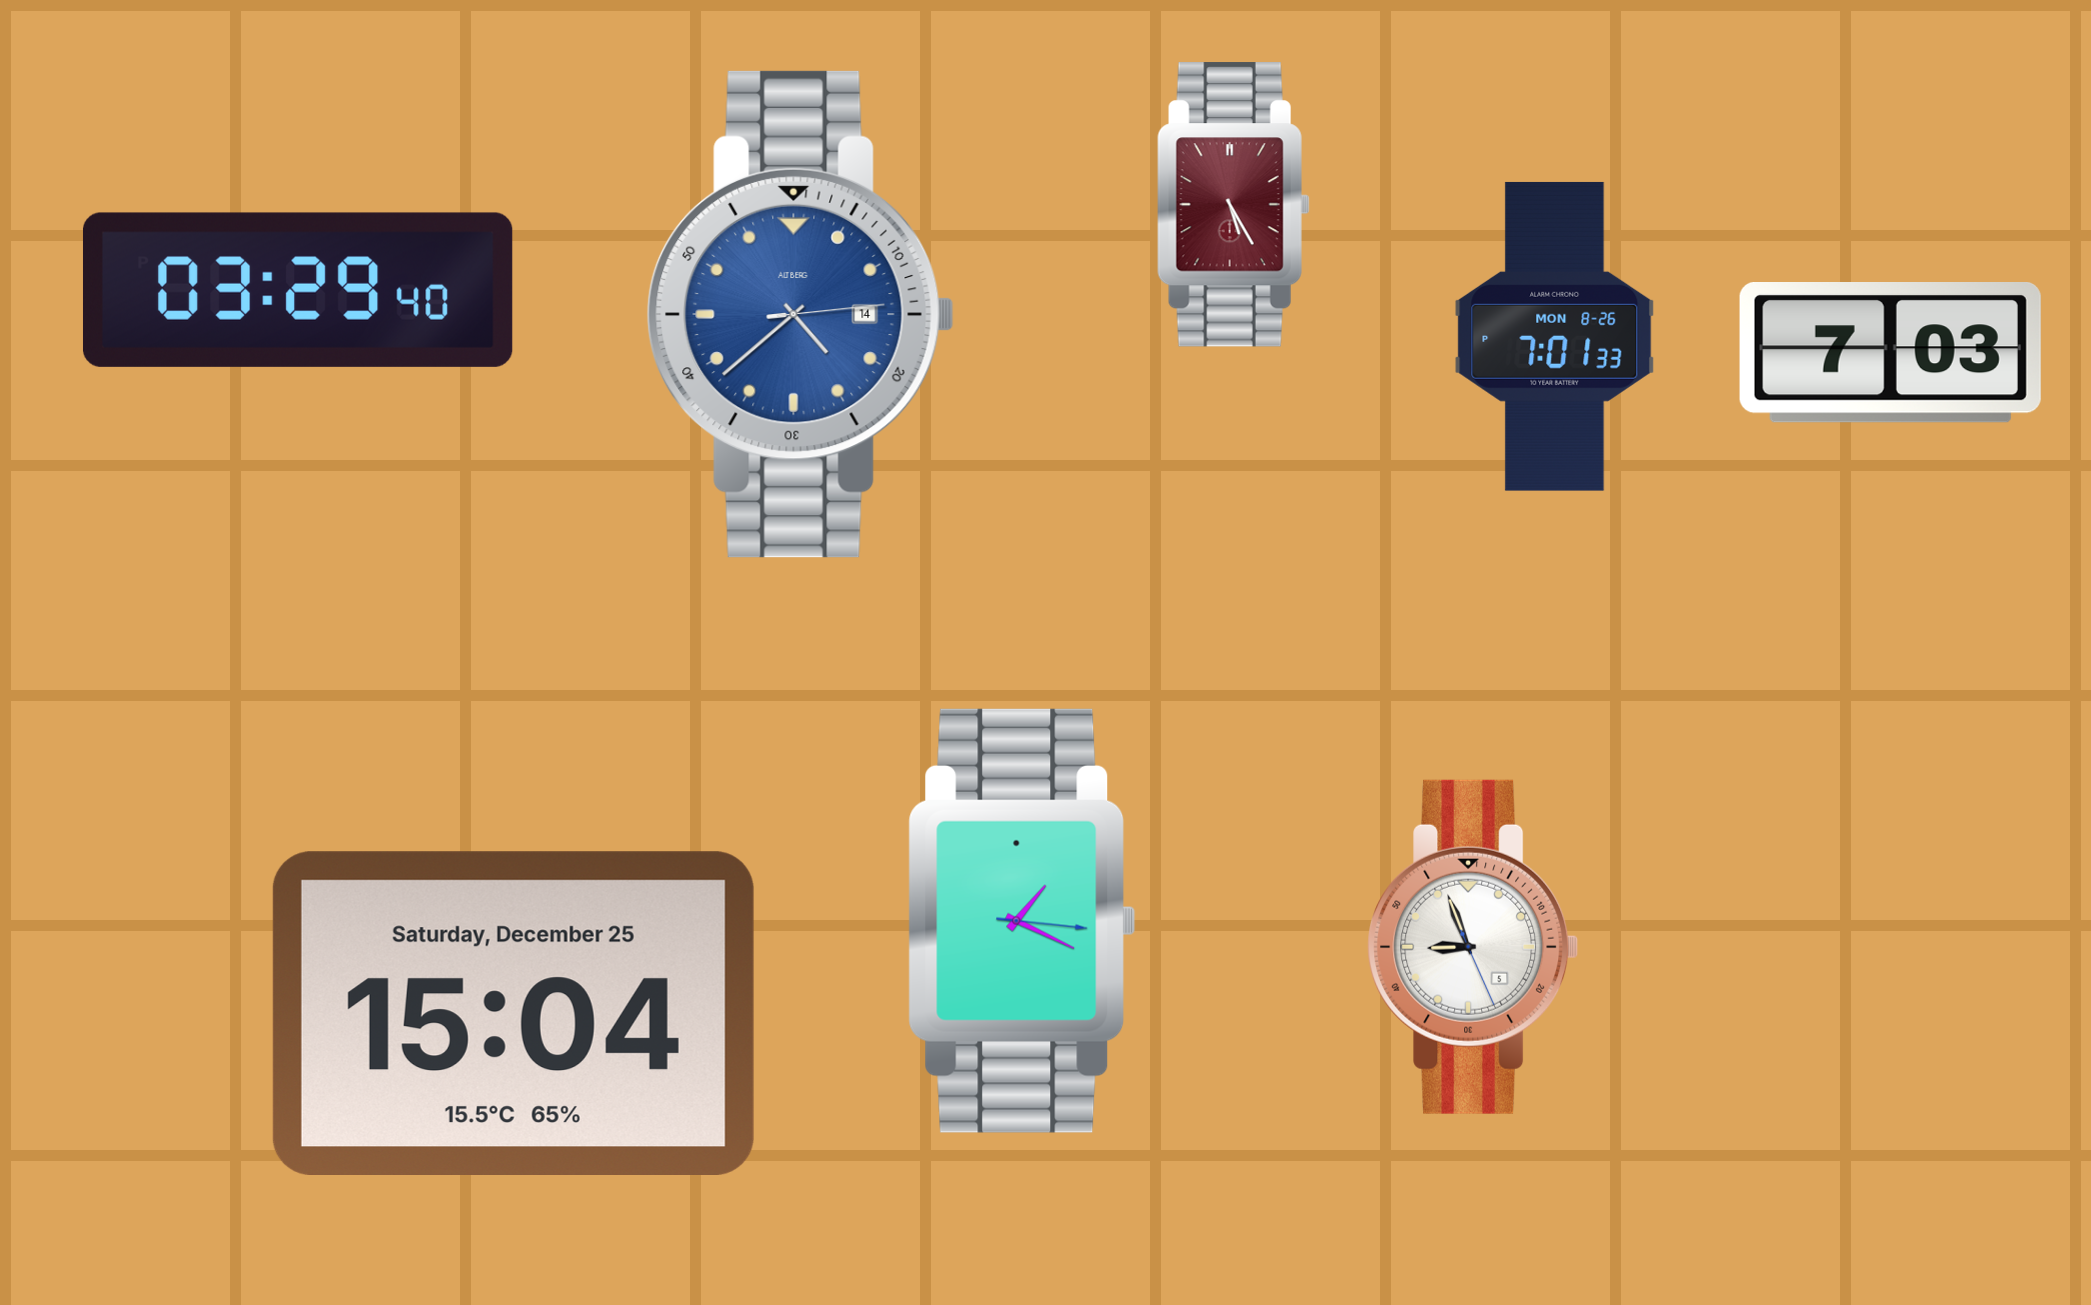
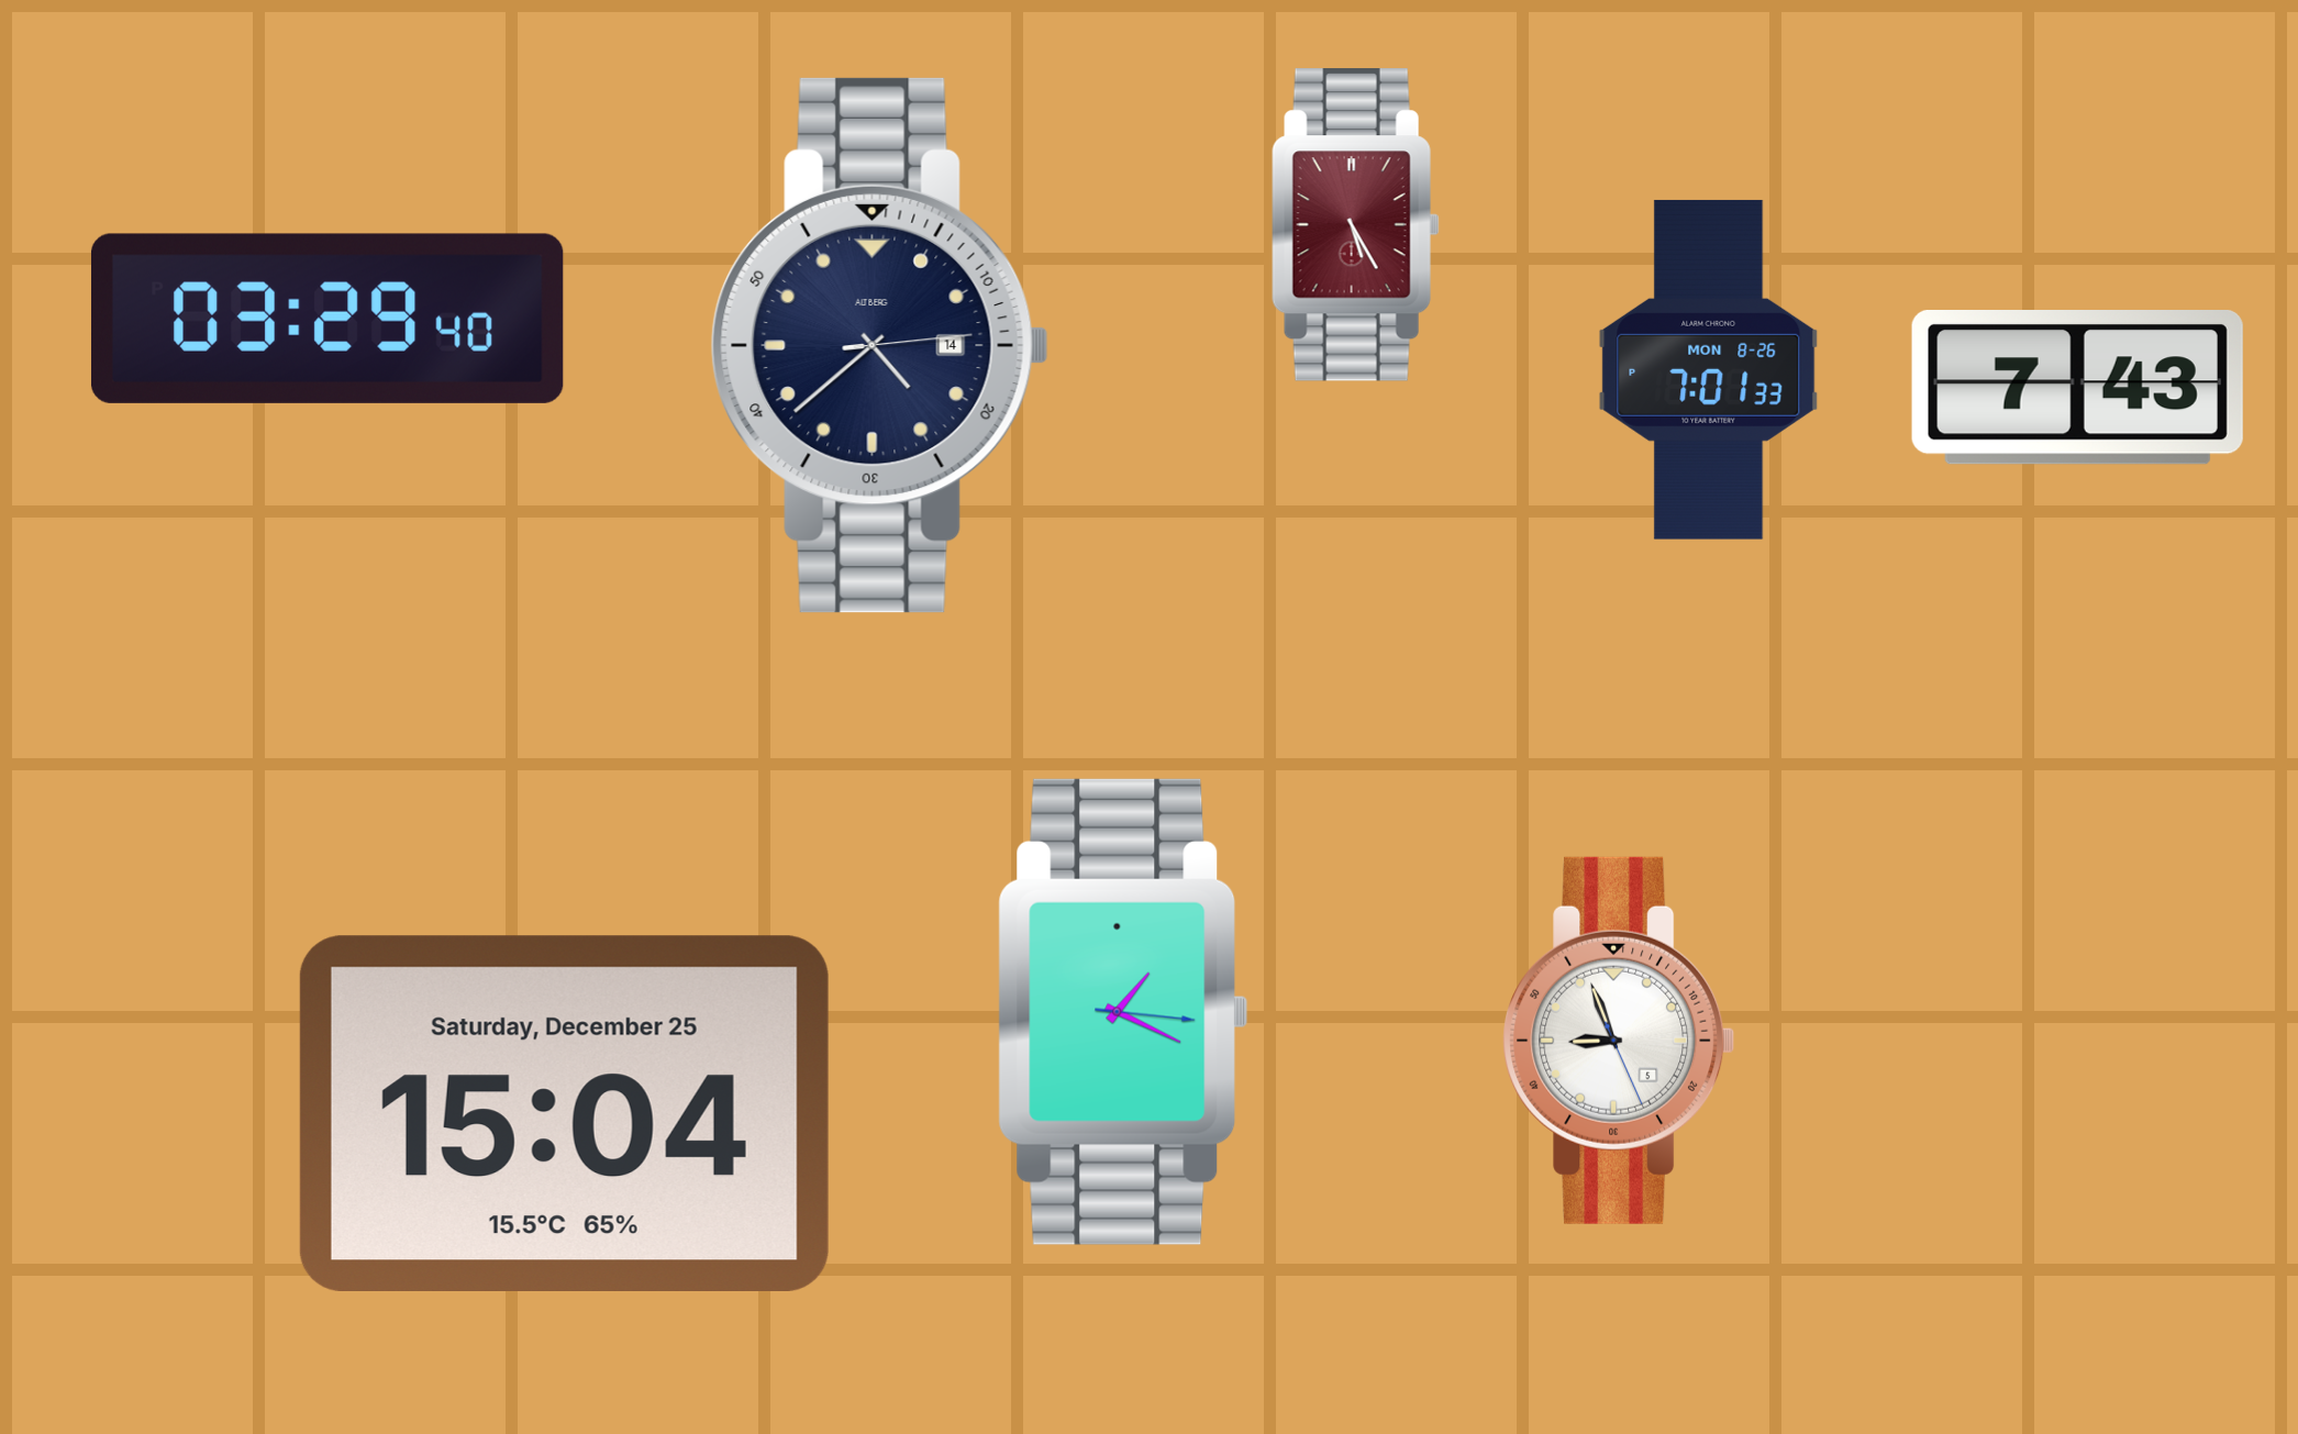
clock at (800, 314) dial: blue -> navy
clock at (1890, 353): 7:03 -> 7:43
